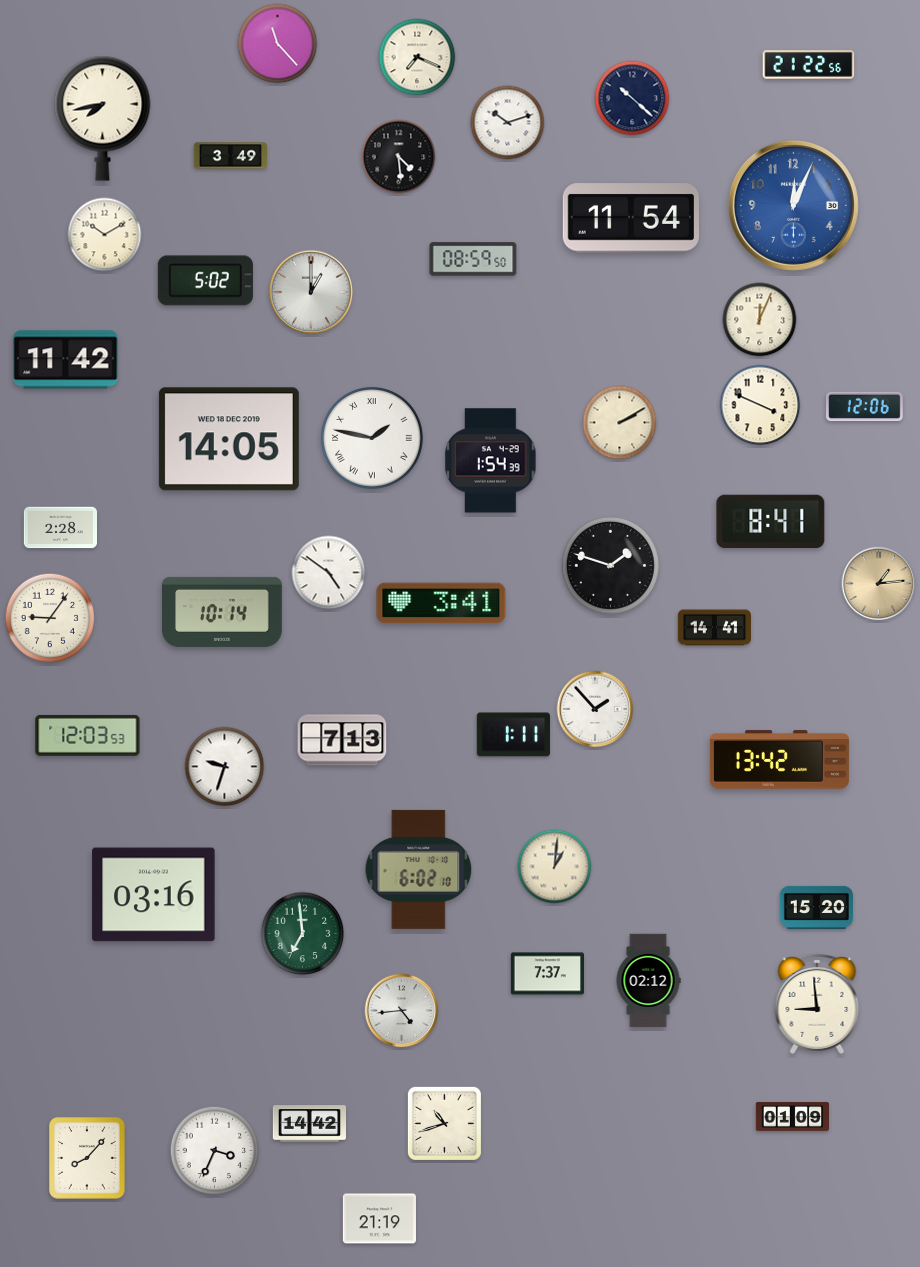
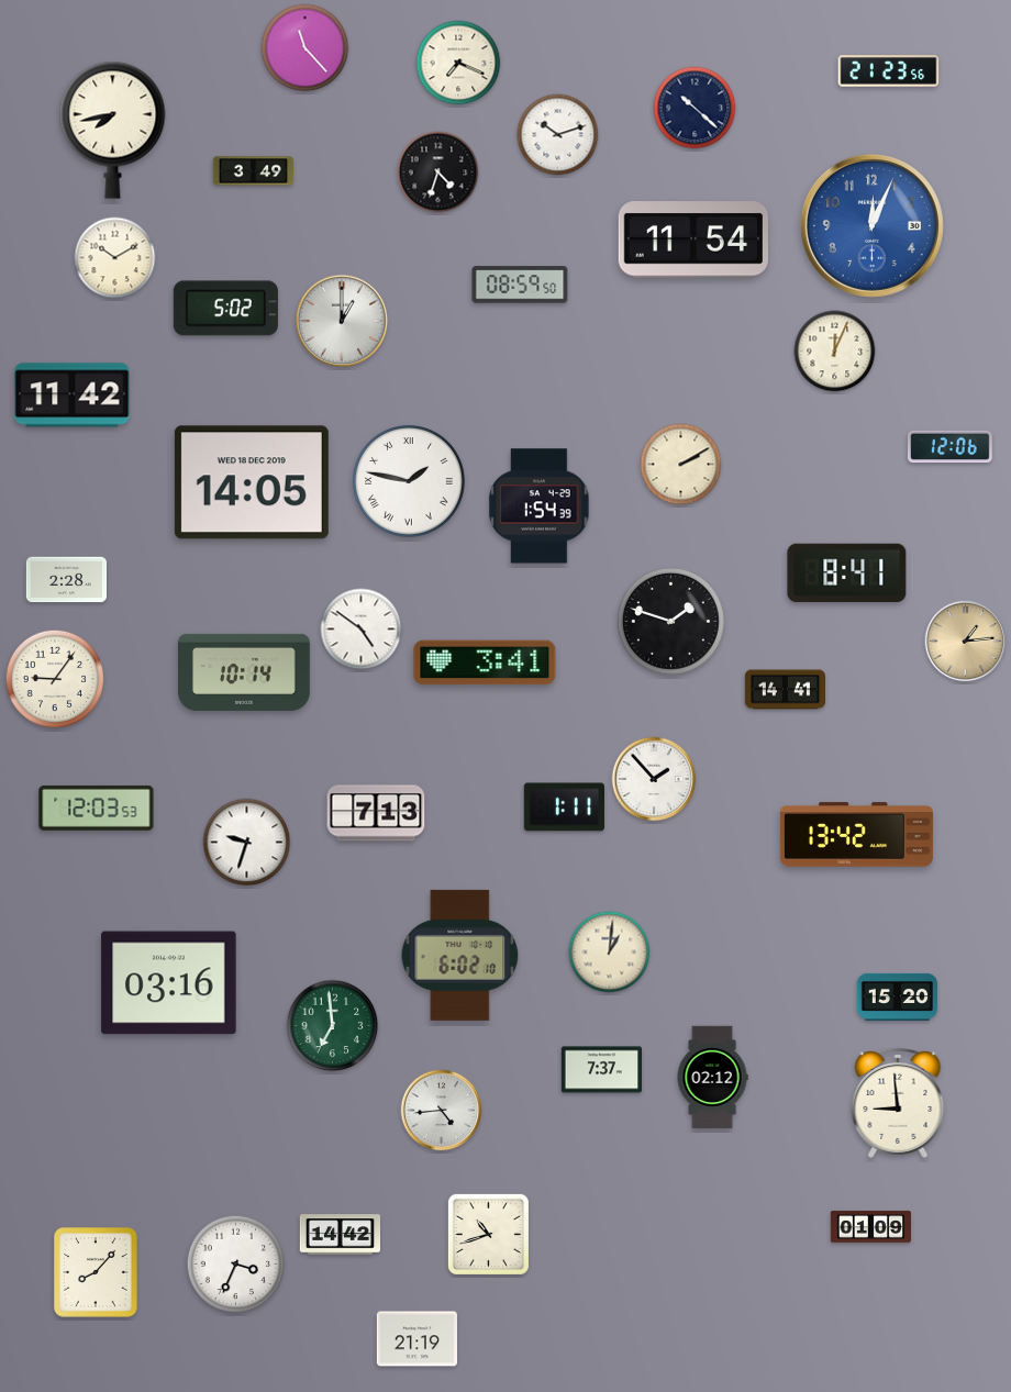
clock at (809, 65): 21:22 -> 21:23
clock at (399, 157): 4:29 -> 4:33
clock at (760, 405): 3:49 -> none
